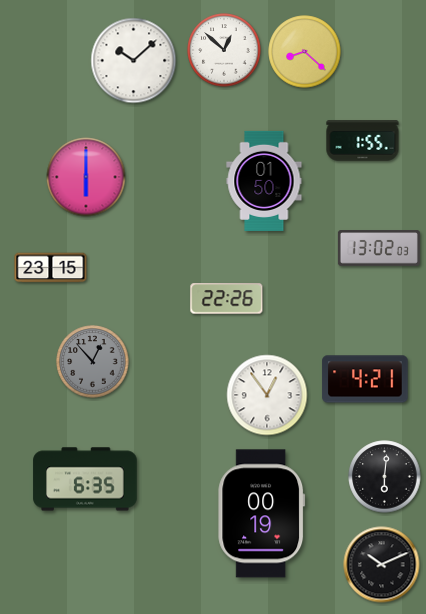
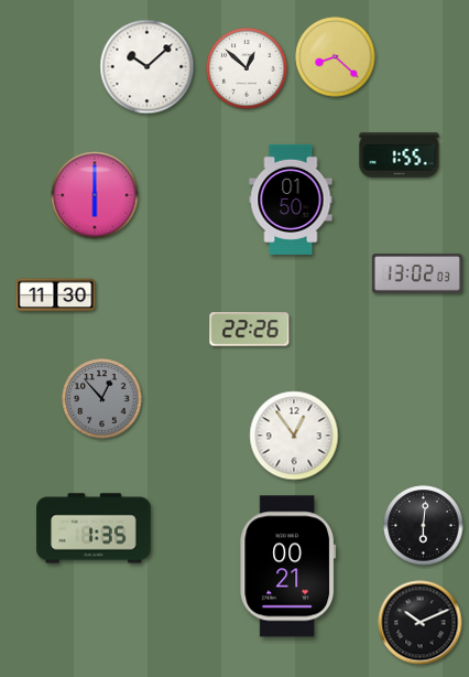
clock at (224, 50) position: (224, 50) -> (247, 68)
clock at (51, 268): 23:15 -> 11:30
clock at (365, 379): 4:21 -> none
clock at (85, 479): 6:35 -> 1:35
clock at (262, 514): 00:19 -> 00:21
